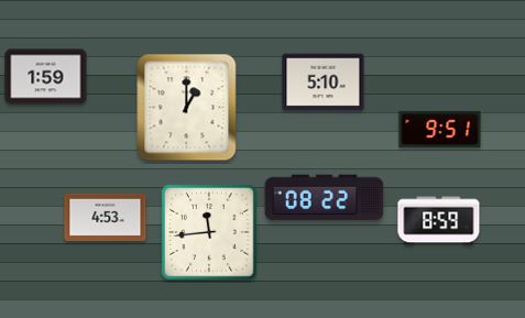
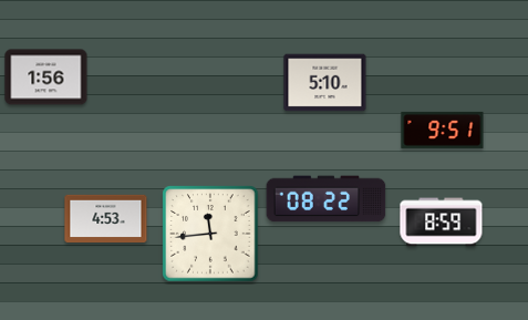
clock at (46, 77): 1:59 -> 1:56
clock at (187, 108): 1:00 -> none
